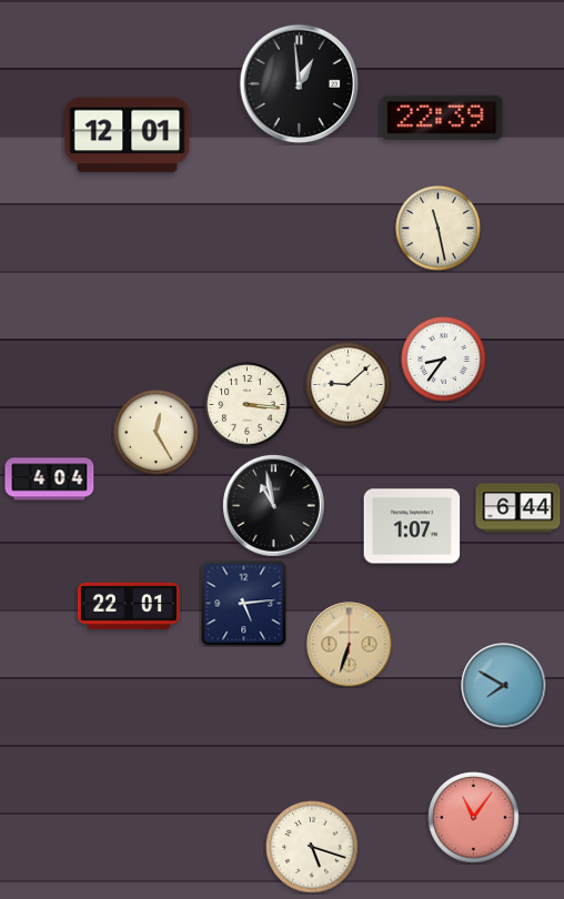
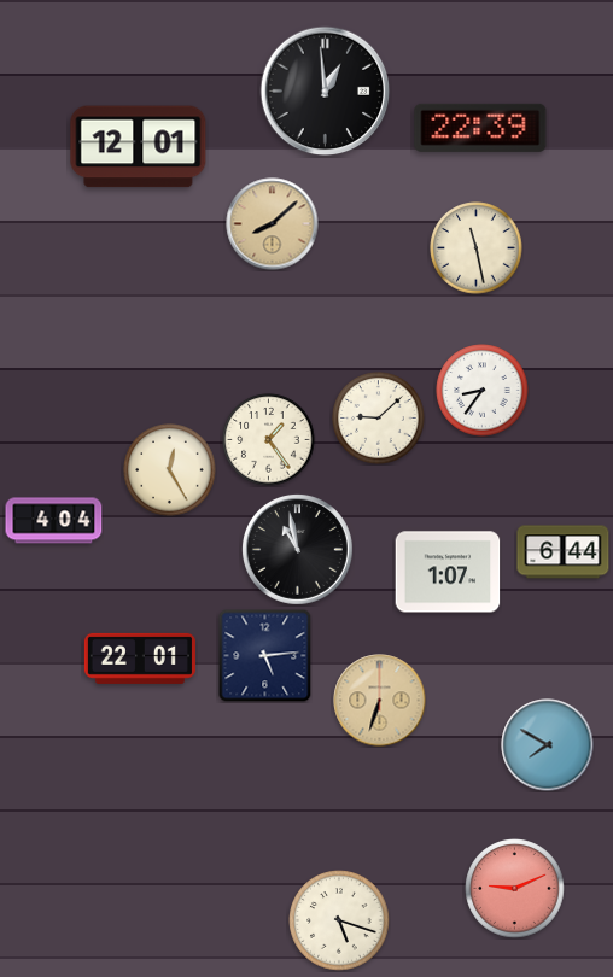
clock at (273, 224): none -> 8:08
clock at (248, 405): 3:16 -> 1:24
clock at (474, 818): 11:06 -> 9:11
